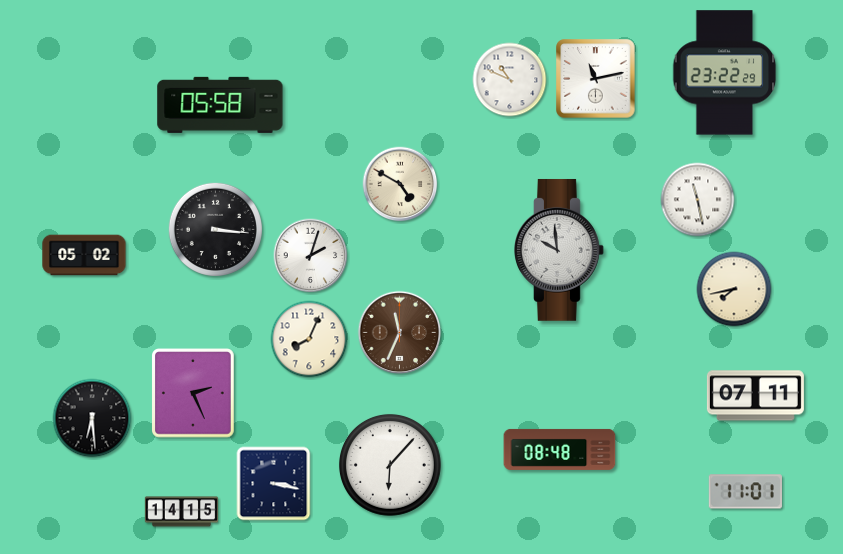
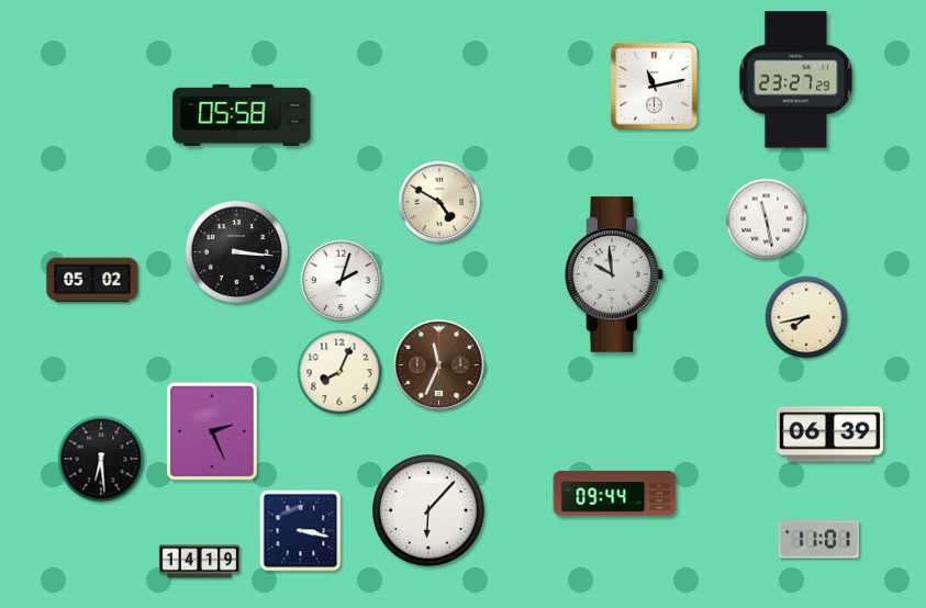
clock at (725, 73): 23:22 -> 23:27
clock at (510, 80): 10:49 -> none
clock at (755, 396): 07:11 -> 06:39
clock at (560, 449): 08:48 -> 09:44
clock at (182, 512): 14:15 -> 14:19
